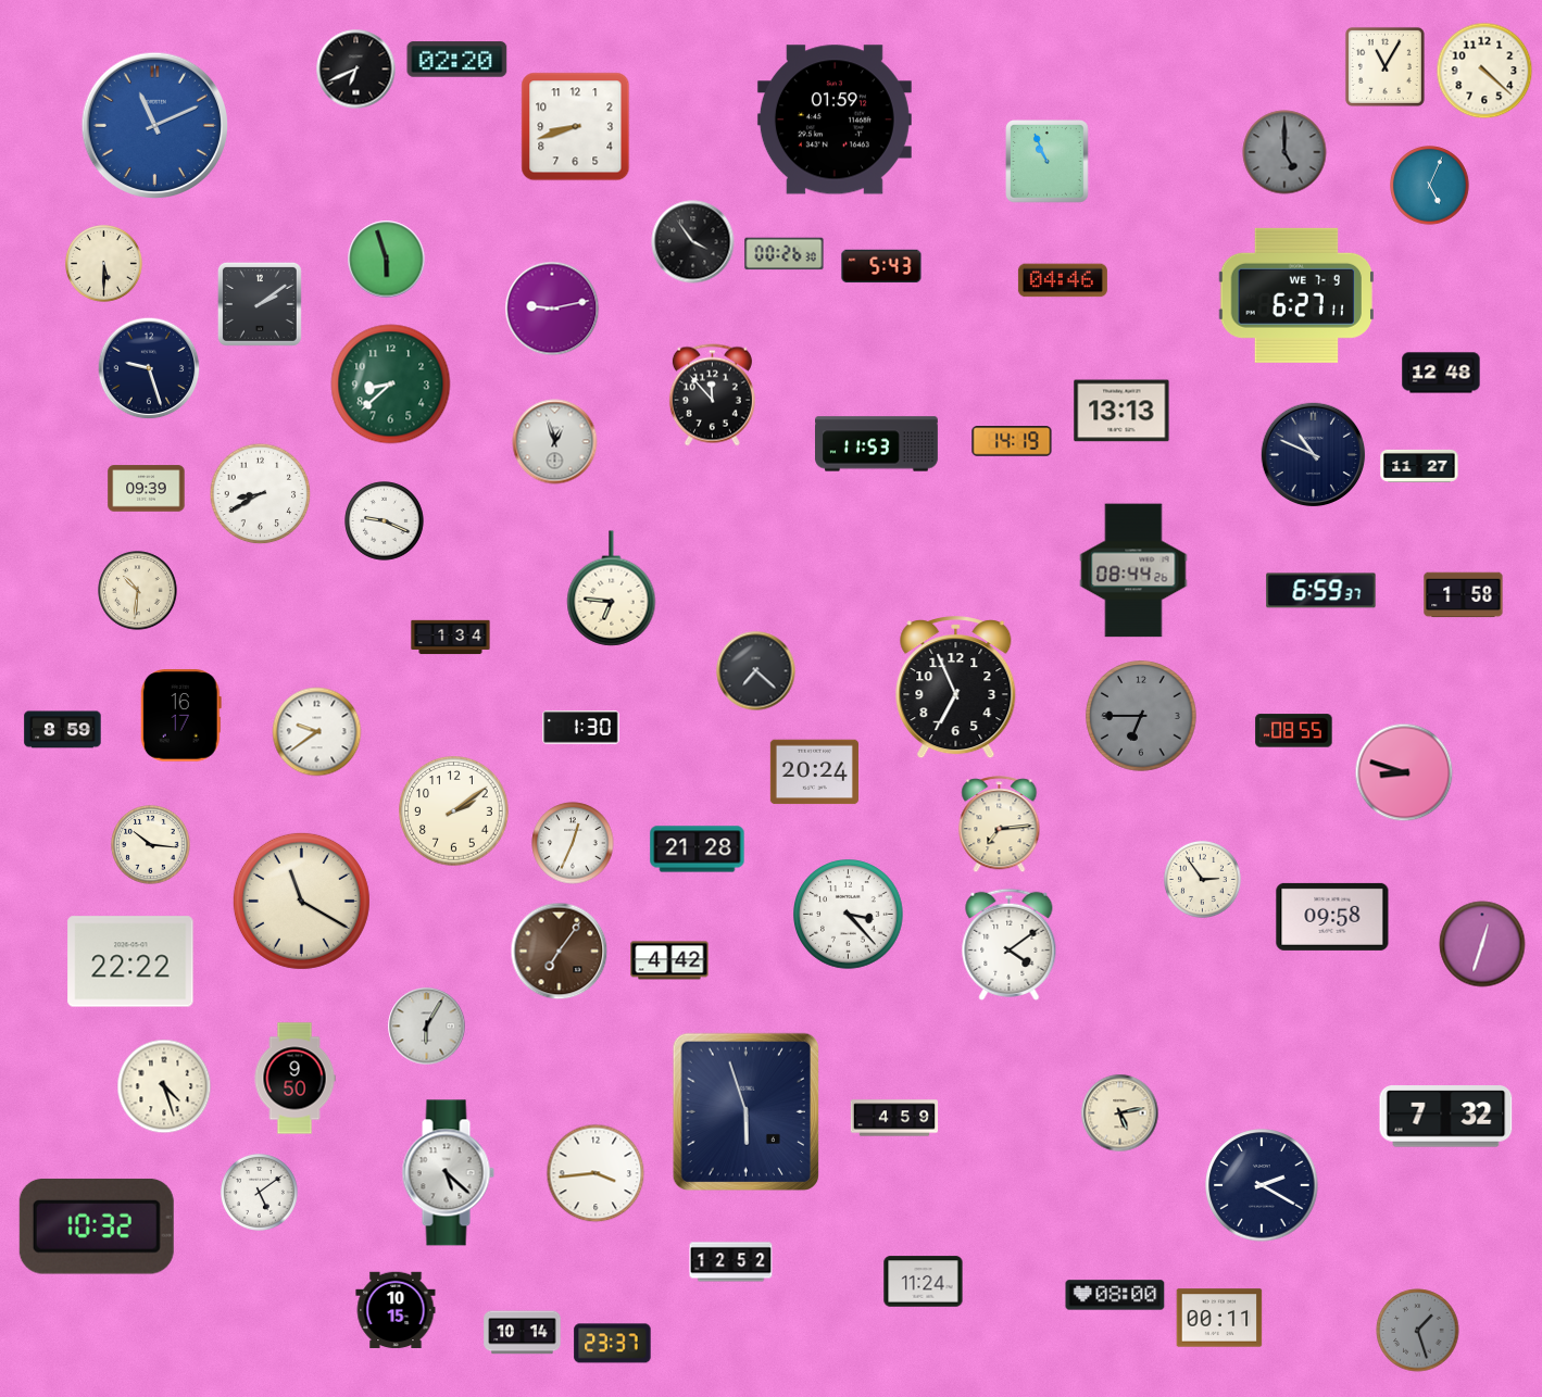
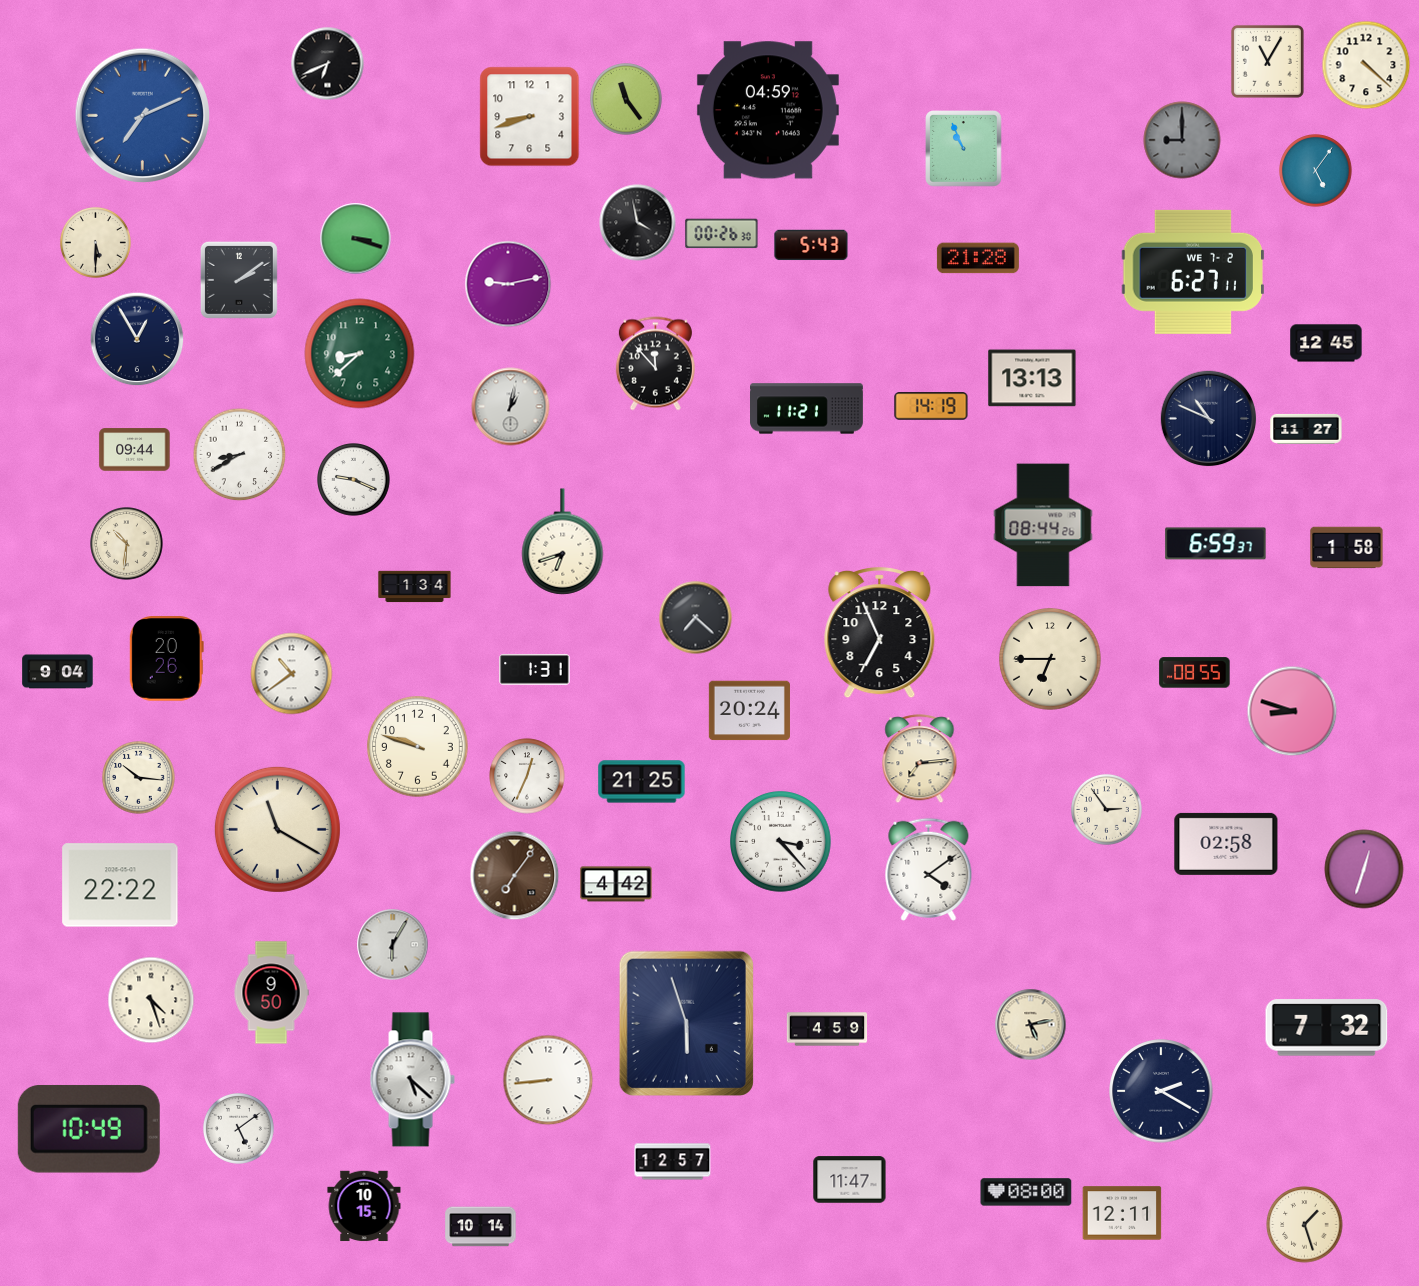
clock at (457, 60): 02:20 -> none
clock at (1384, 66) position: (1384, 66) -> (1267, 61)
clock at (627, 100): none -> 11:24
clock at (835, 119): 01:59 -> 04:59
clock at (155, 126): 11:11 -> 7:11
clock at (1284, 152): 5:00 -> 9:00
clock at (1430, 186): 5:04 -> 5:06
clock at (693, 242): 3:54 -> 3:58
clock at (387, 260): 5:57 -> 3:18
clock at (1063, 280): 04:46 -> 21:28
clock at (1295, 295) date: WE 7-9 -> WE 7-2
clock at (149, 368): 9:27 -> 12:55
clock at (1441, 373): 12:48 -> 12:45
clock at (555, 442): 12:57 -> 1:02
clock at (877, 444): 11:53 -> 11:21
clock at (147, 489): 09:39 -> 09:44
clock at (612, 589): 6:46 -> 6:42
clock at (180, 716): 16:17 -> 20:26
clock at (1141, 716) dial: grey -> cream
clock at (581, 728): 1:30 -> 1:31
clock at (63, 730): 8:59 -> 9:04
clock at (1294, 731) position: (1294, 731) -> (1195, 673)
clock at (317, 732): 9:39 -> 10:39
clock at (454, 811): 2:09 -> 9:48
clock at (698, 849): 21:28 -> 21:25
clock at (1332, 917): 09:58 -> 02:58
clock at (1446, 1117) position: (1446, 1117) -> (1327, 1028)
clock at (894, 1118) position: (894, 1118) -> (827, 1029)
clock at (596, 1173): 3:44 -> 8:44
clock at (259, 1192) position: (259, 1192) -> (238, 1128)
clock at (97, 1226): 10:32 -> 10:49
clock at (731, 1262): 12:52 -> 12:57
clock at (924, 1282): 11:24 -> 11:47
clock at (1219, 1318): 00:11 -> 12:11
clock at (1418, 1331) dial: grey -> cream
clock at (613, 1344): 23:37 -> none
